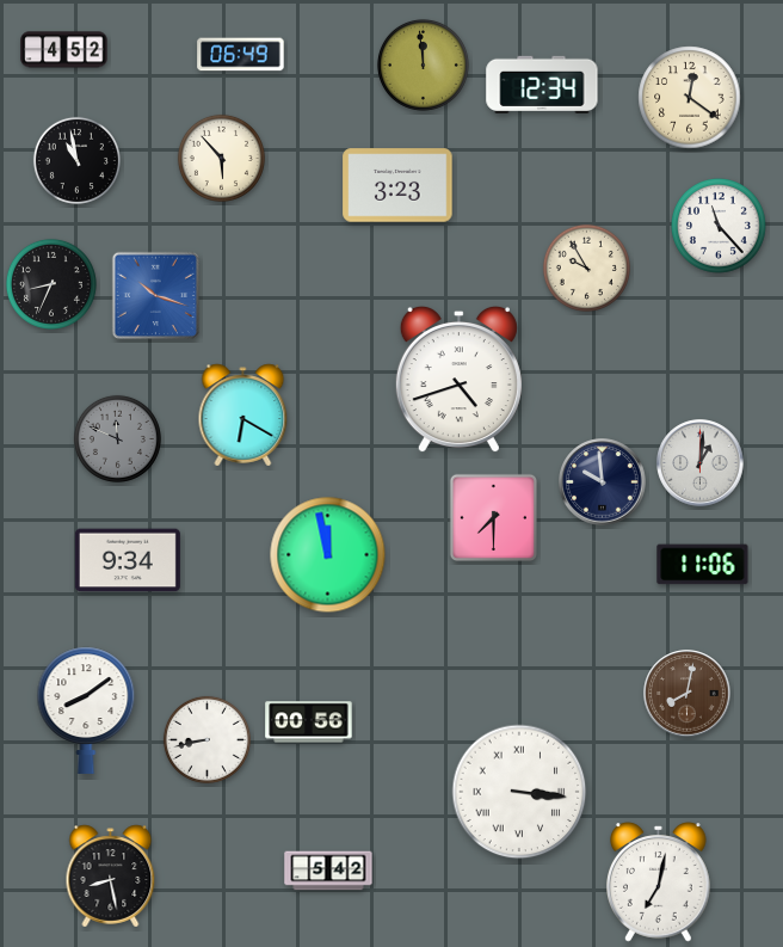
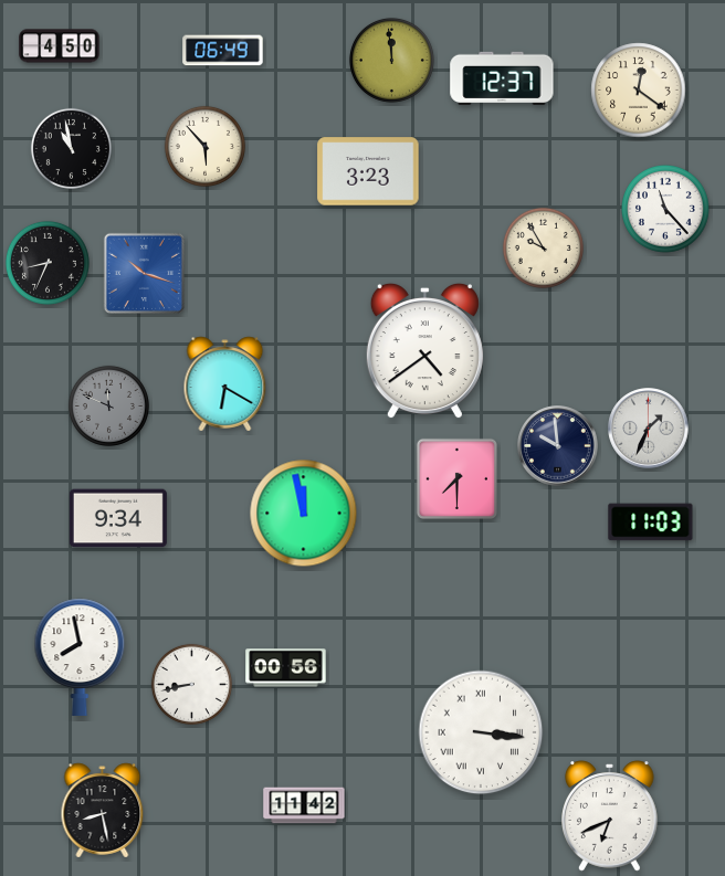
clock at (64, 50): 4:52 -> 4:50
clock at (542, 84): 12:34 -> 12:37
clock at (458, 380): 4:42 -> 4:39
clock at (701, 463): 1:01 -> 1:34
clock at (703, 565): 11:06 -> 11:03
clock at (688, 694): 8:02 -> none
clock at (86, 711): 8:09 -> 7:58
clock at (328, 871): 5:42 -> 11:42
clock at (659, 883): 7:02 -> 6:41
